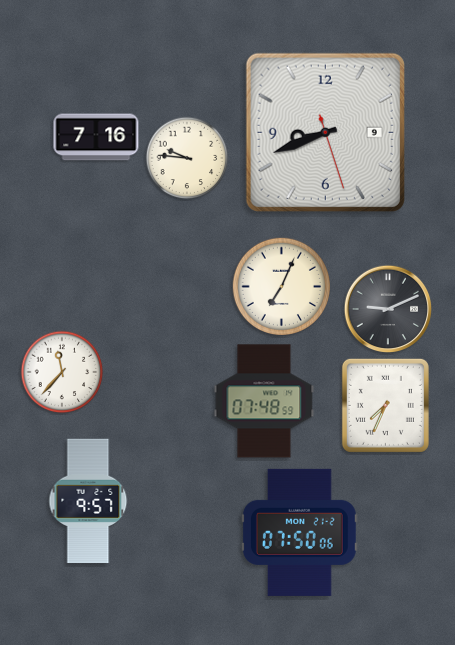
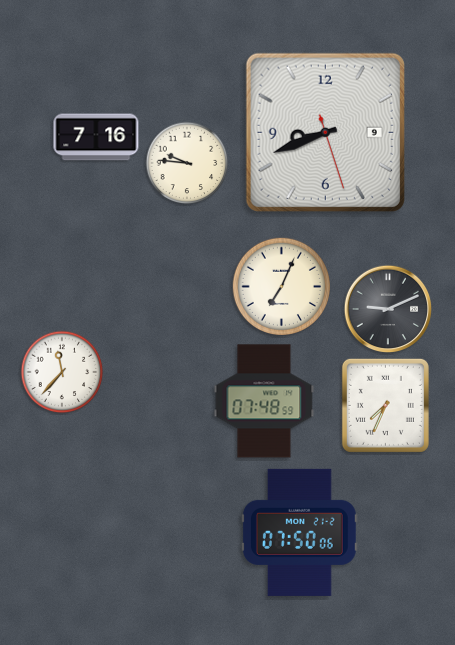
clock at (187, 158) position: (187, 158) -> (187, 163)
clock at (88, 501): 9:57 -> none
